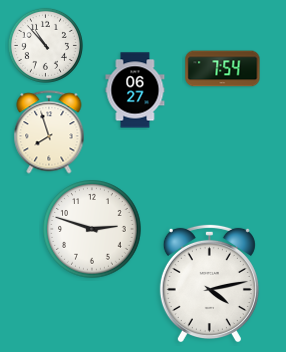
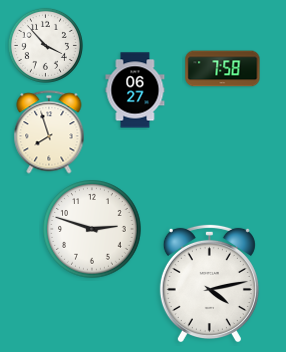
clock at (45, 45): 10:53 -> 3:53
clock at (223, 69): 7:54 -> 7:58
